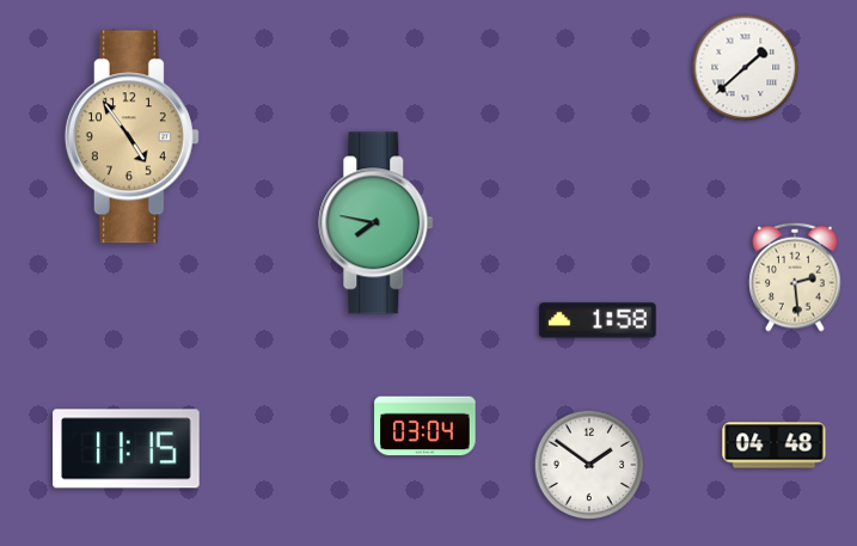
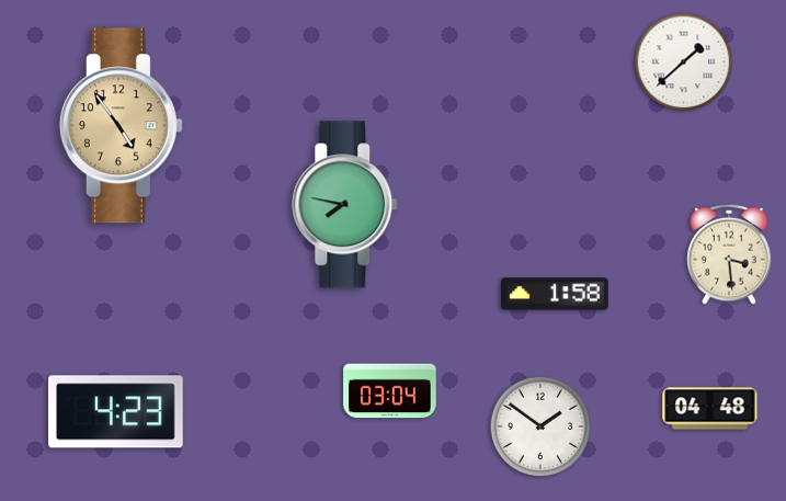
clock at (795, 277): 2:29 -> 3:29
clock at (598, 320) position: (598, 320) -> (555, 294)
clock at (127, 449): 11:15 -> 4:23
